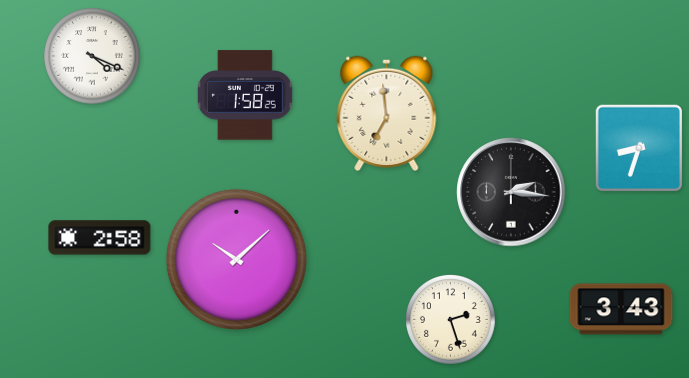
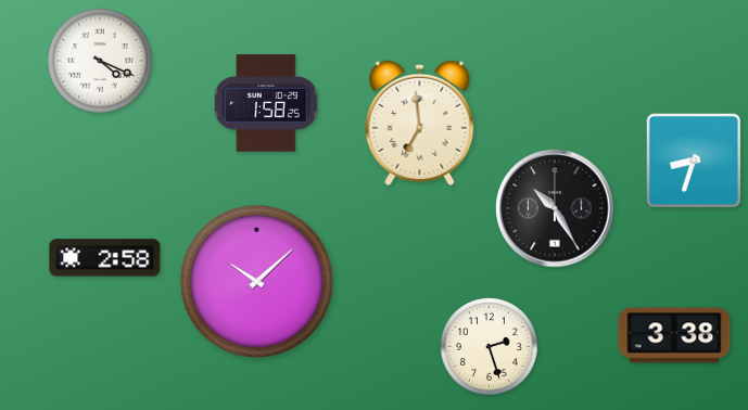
clock at (511, 192): 2:16 -> 10:25
clock at (100, 238) position: (100, 238) -> (105, 258)
clock at (621, 309): 3:43 -> 3:38
